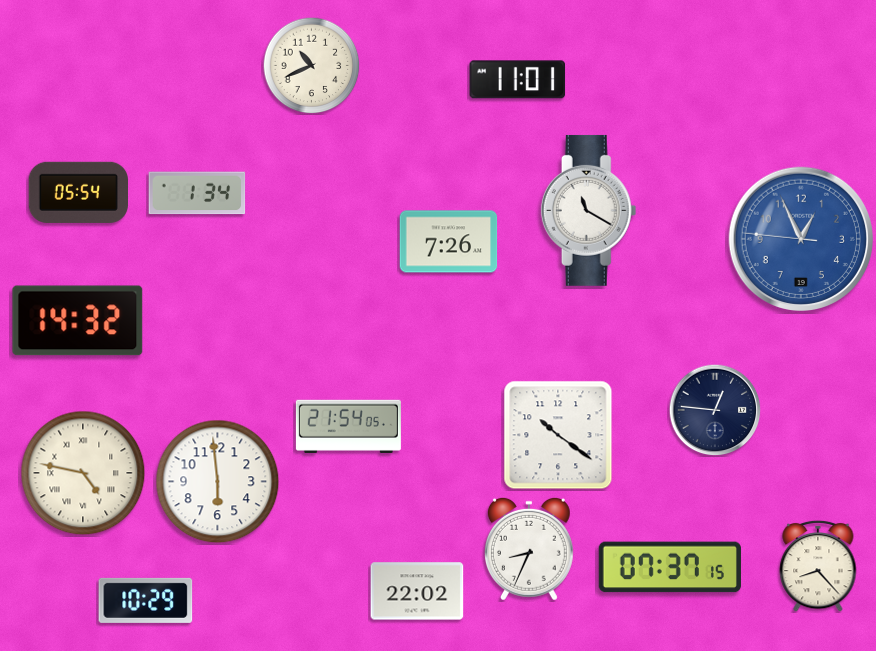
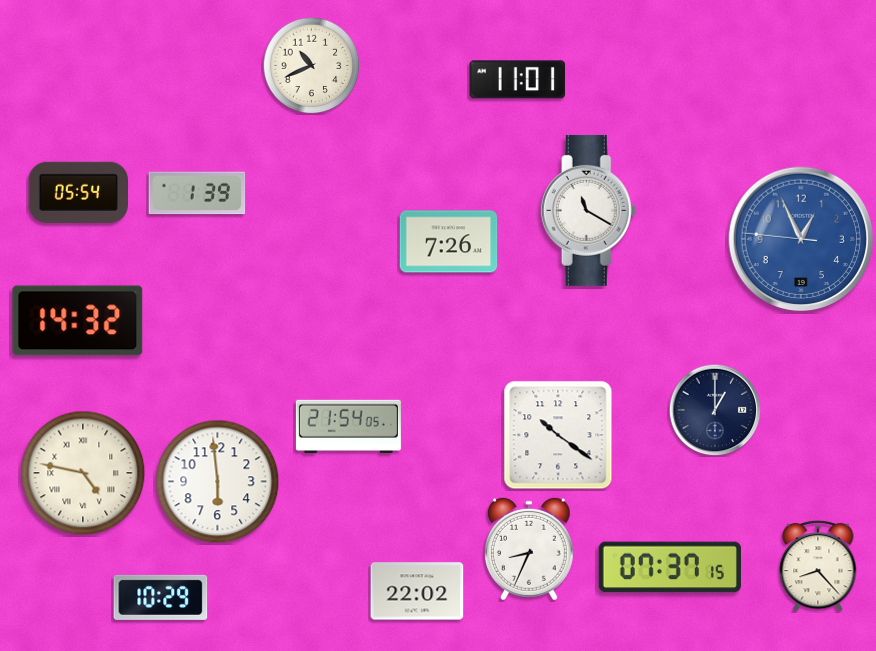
clock at (197, 193): 1:34 -> 1:39
clock at (715, 410): 12:46 -> 1:00
clock at (146, 600) position: (146, 600) -> (161, 597)
